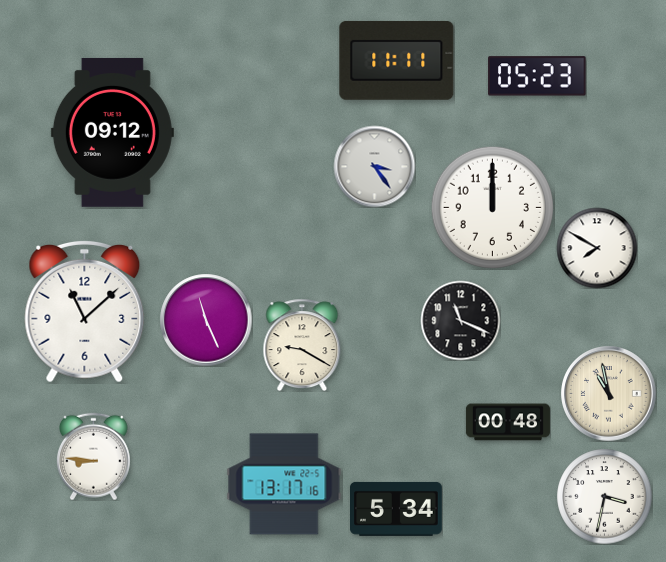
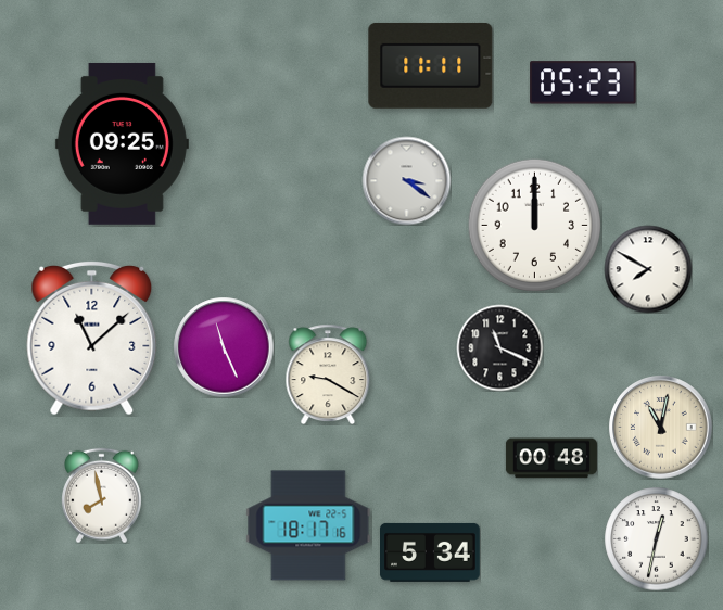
clock at (112, 132): 09:12 -> 09:25
clock at (374, 166): 3:24 -> 3:21
clock at (609, 394): 10:58 -> 11:02
clock at (94, 456): 8:46 -> 7:58
clock at (284, 484): 13:17 -> 18:17
clock at (604, 496): 3:32 -> 12:32
